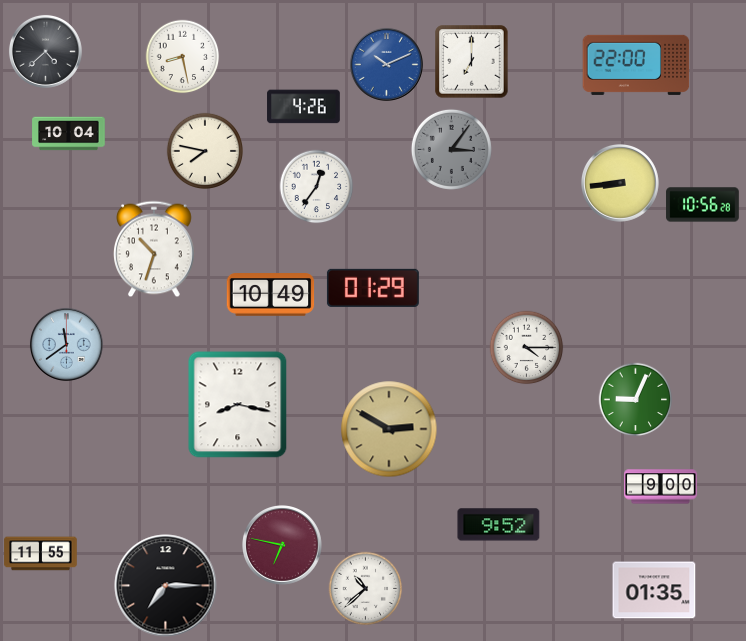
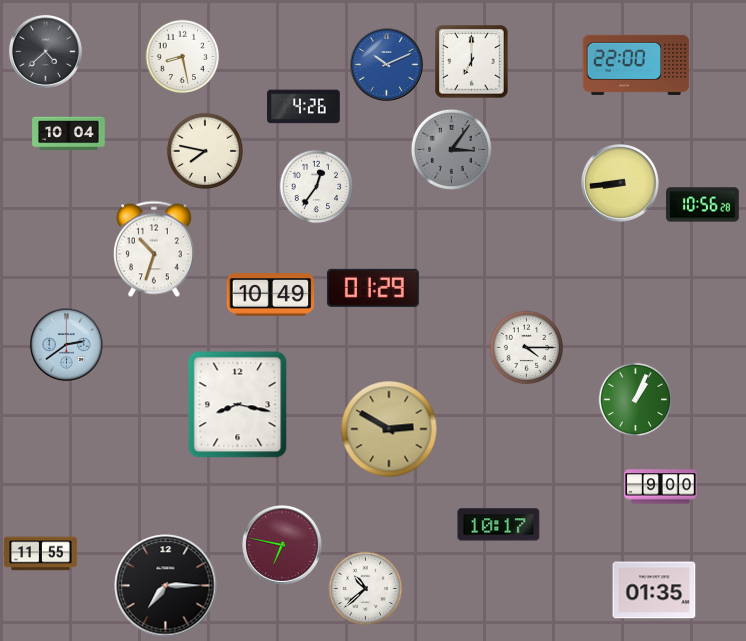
clock at (66, 344): 11:39 -> 2:39
clock at (636, 400): 9:04 -> 1:04
clock at (499, 525): 9:52 -> 10:17
